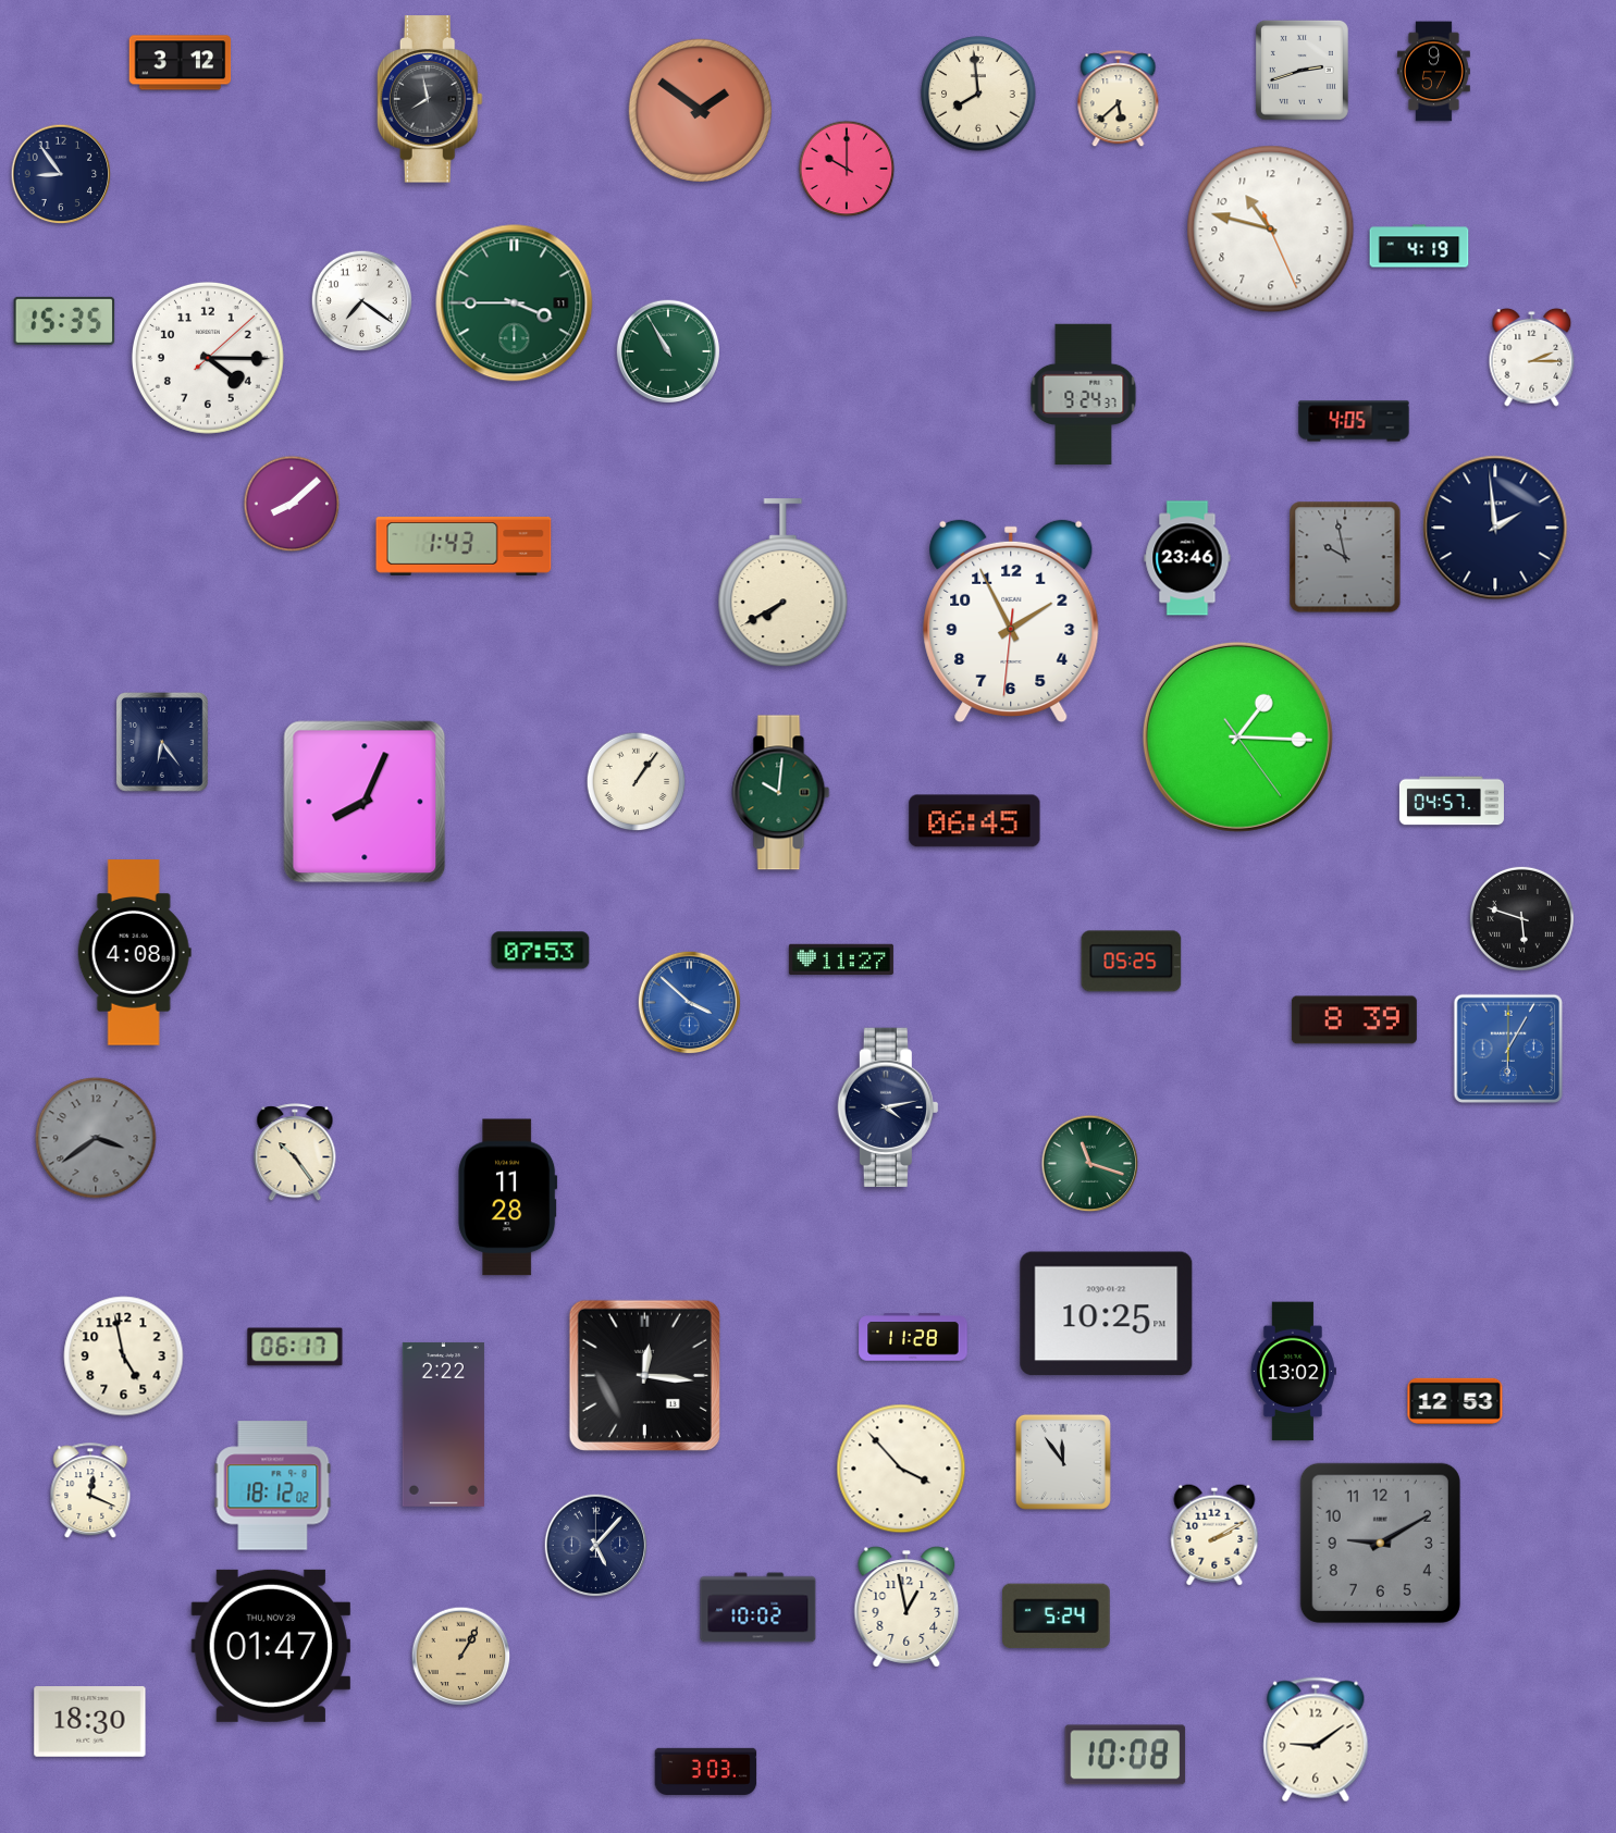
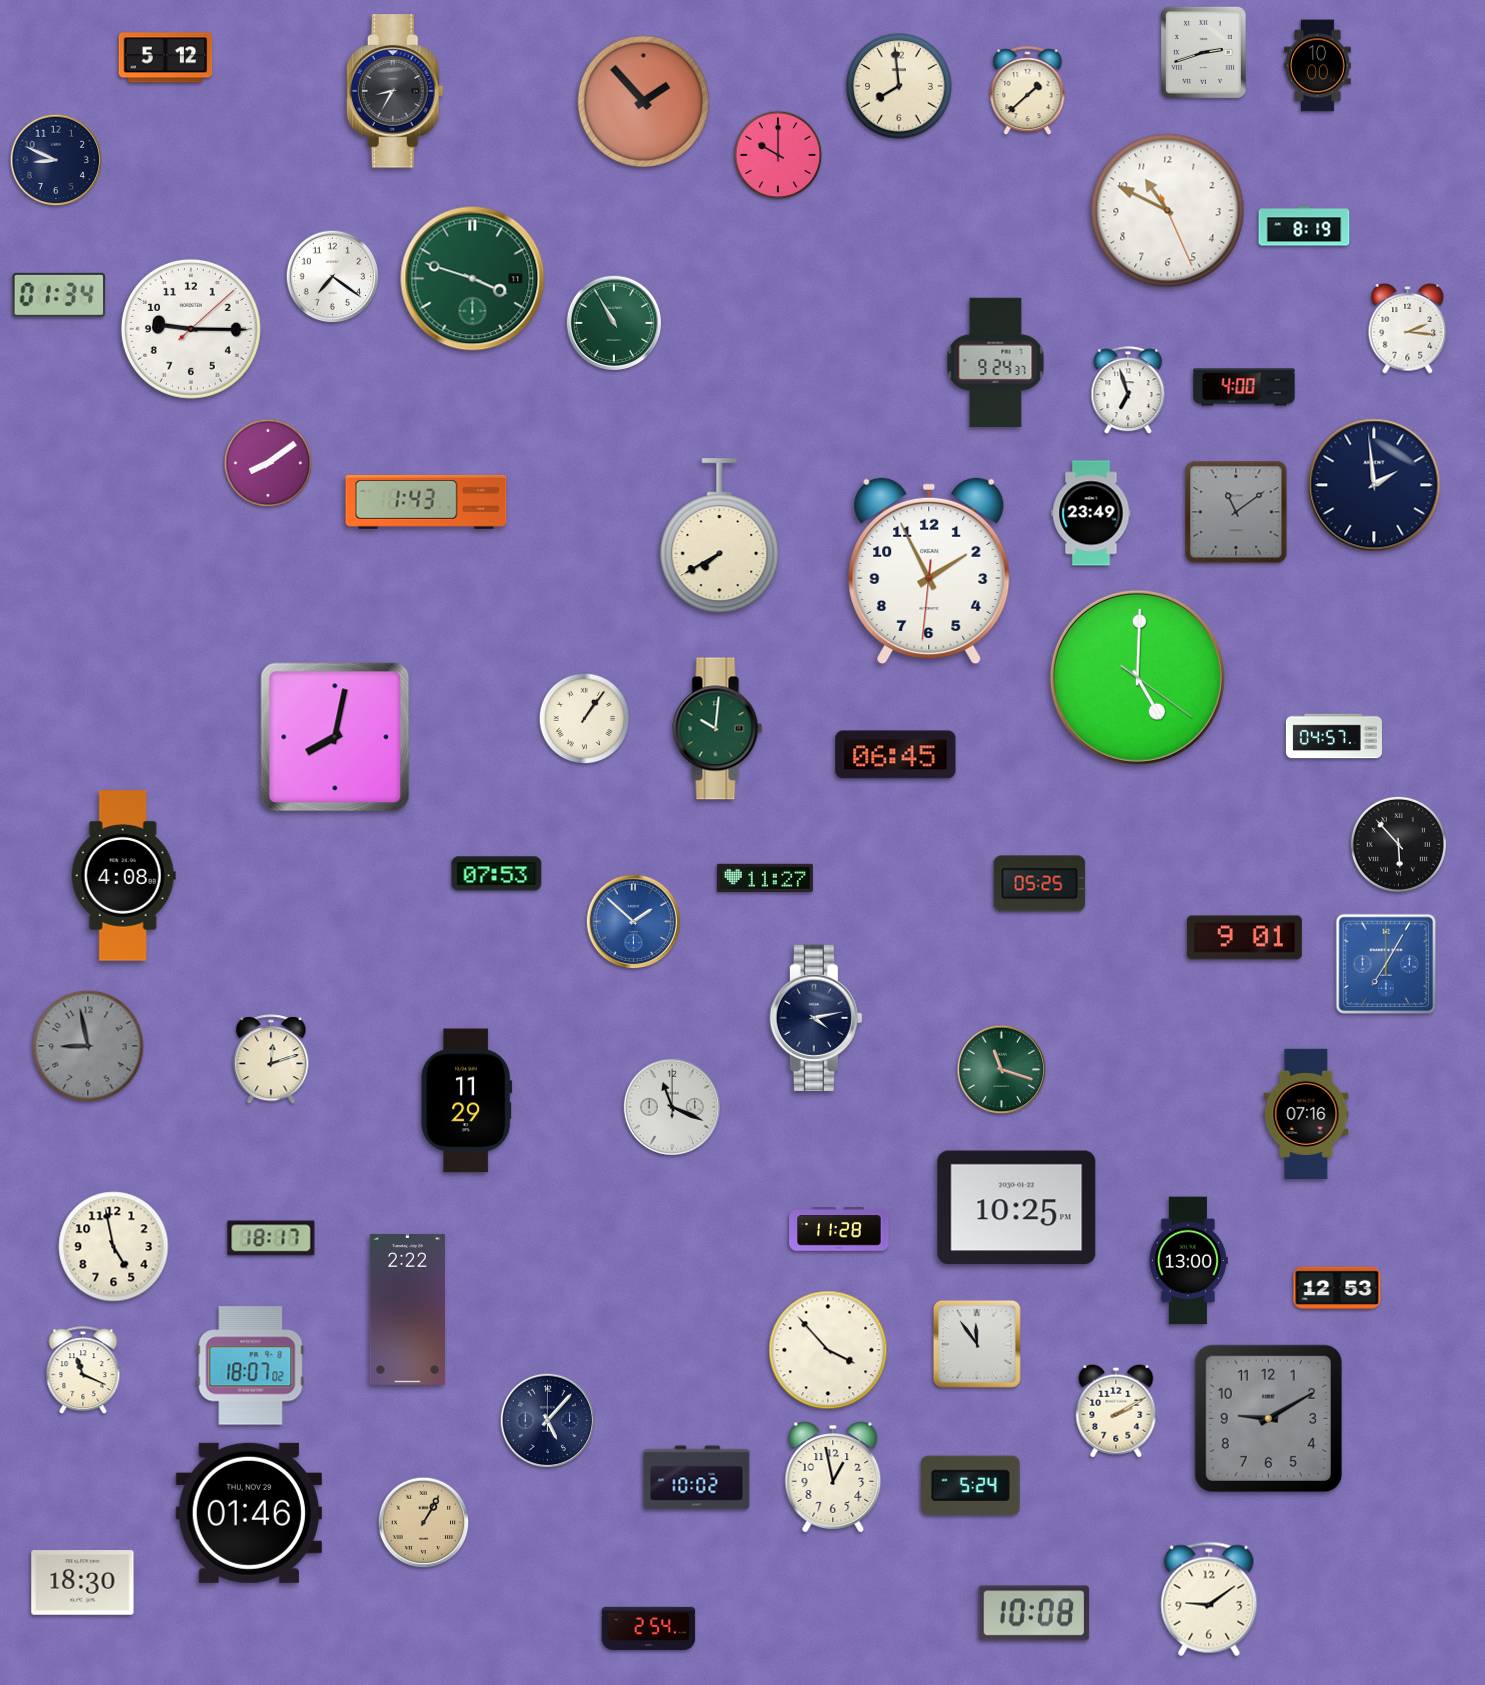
clock at (181, 63): 3:12 -> 5:12
clock at (1302, 70) position: (1302, 70) -> (1203, 52)
clock at (1433, 72): 9:57 -> 10:00
clock at (430, 99): 7:58 -> 8:35
clock at (1119, 99): 5:38 -> 1:38
clock at (700, 110): 1:51 -> 1:53
clock at (61, 174): 8:54 -> 8:49
clock at (1271, 230): 10:47 -> 10:49
clock at (1419, 246): 4:19 -> 8:19
clock at (515, 304): 3:45 -> 3:48
clock at (64, 321): 15:35 -> 01:34
clock at (208, 358): 4:15 -> 9:15
clock at (1532, 358): 2:15 -> 2:16
clock at (1354, 421): 4:05 -> 4:00
clock at (1128, 391): none -> 6:57
clock at (292, 504): 8:08 -> 8:09
clock at (1345, 557): 9:58 -> 11:09
clock at (1187, 558): 23:46 -> 23:49
clock at (1237, 736): 1:15 -> 5:00
clock at (162, 742): 6:24 -> none
clock at (365, 802): 8:04 -> 8:02
clock at (1521, 918): 5:48 -> 5:53
clock at (841, 959) position: (841, 959) -> (765, 878)
clock at (690, 1003): 3:52 -> 1:52
clock at (1354, 1020): 8:39 -> 9:01
clock at (1508, 1049): 6:05 -> 7:05
clock at (96, 1138): 3:39 -> 8:58
clock at (295, 1153): 10:24 -> 12:12
clock at (508, 1198): 11:28 -> 11:29
clock at (671, 1106): none -> 11:19
clock at (1306, 1113): none -> 07:16
clock at (295, 1347): 06:17 -> 18:17
clock at (1293, 1372): 13:02 -> 13:00
clock at (644, 1375): 12:16 -> none
clock at (273, 1486): 18:12 -> 18:07
clock at (90, 1491): 12:19 -> 11:19
clock at (271, 1646): 01:47 -> 01:46
clock at (706, 1771): 3:03 -> 2:54
